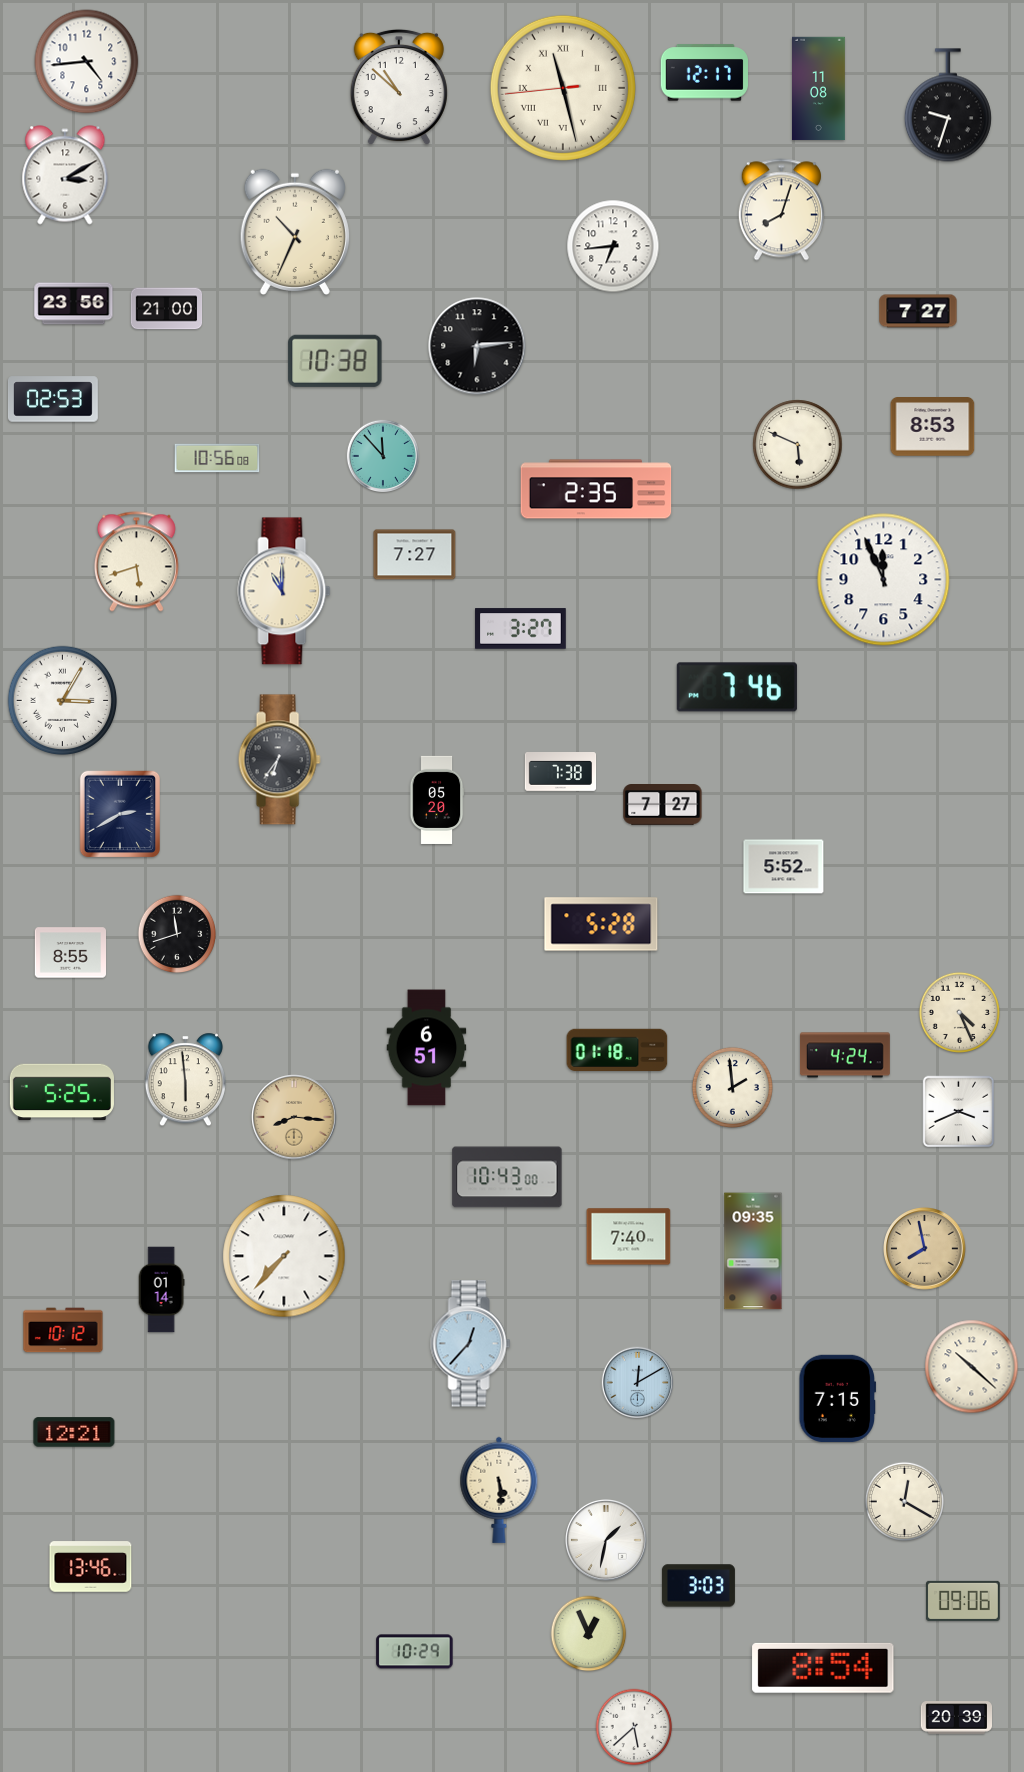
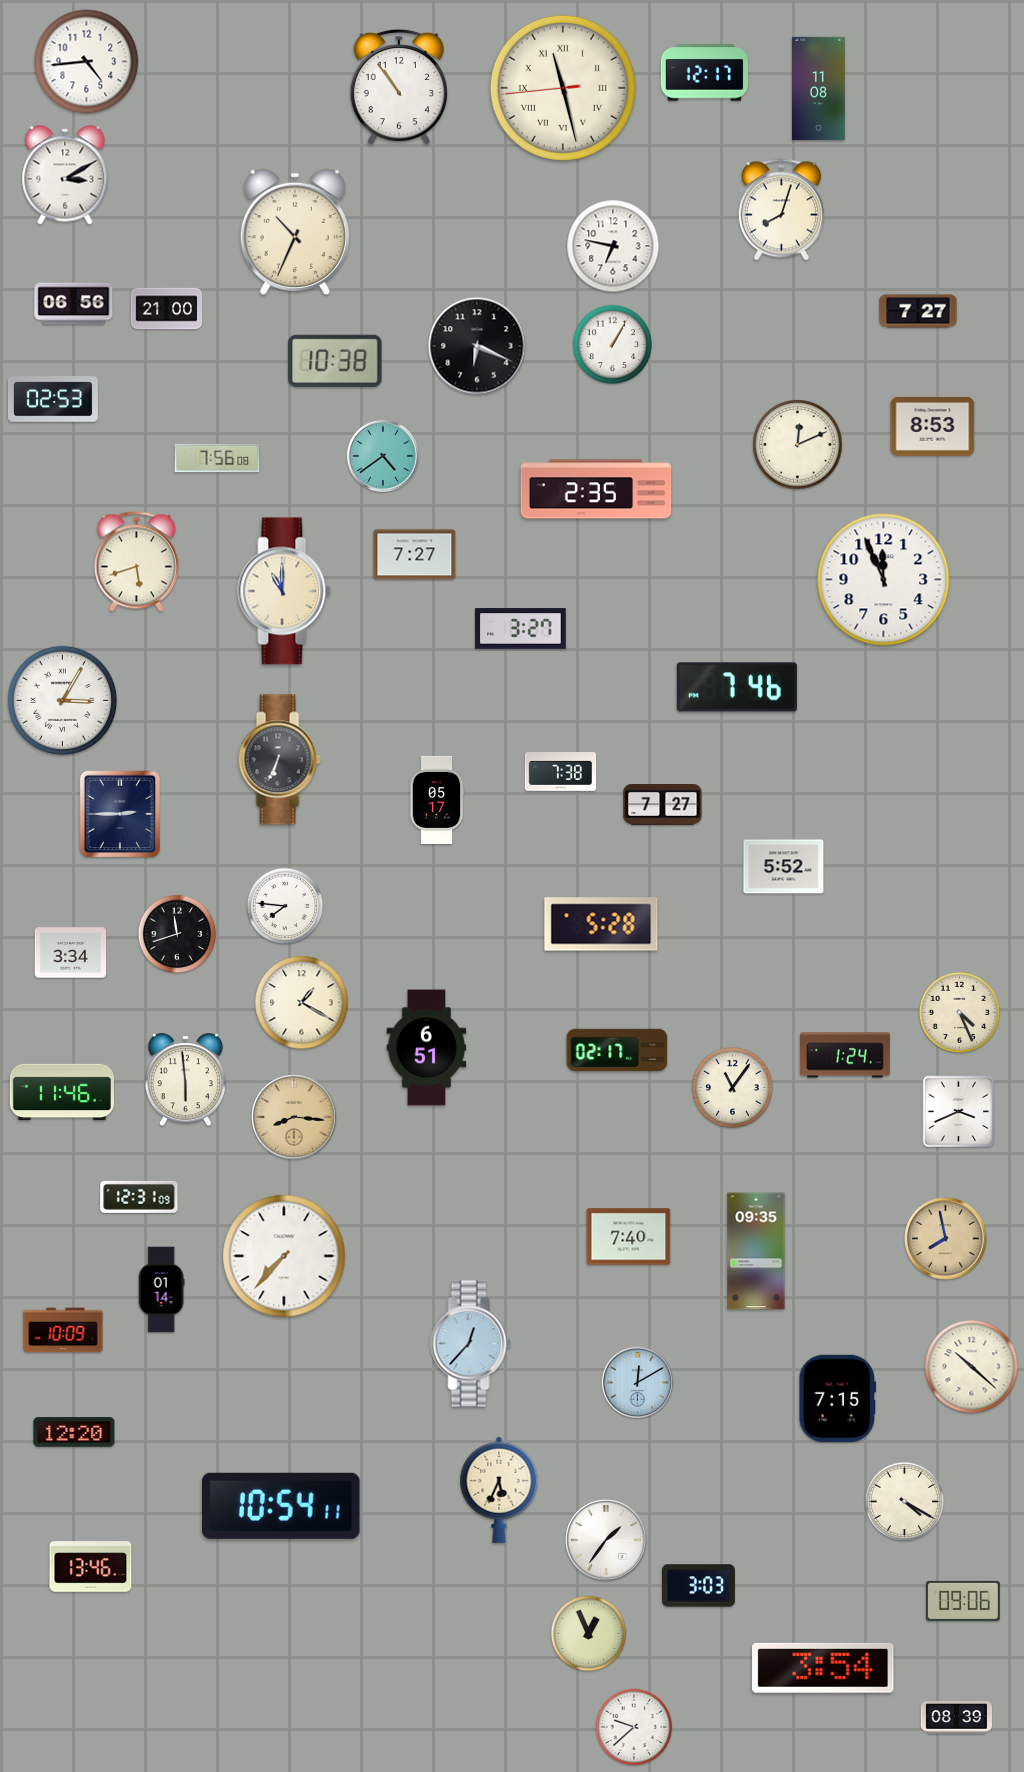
clock at (399, 87): 10:52 -> 10:54
clock at (948, 105): 9:33 -> none
clock at (613, 246): 6:44 -> 6:47
clock at (74, 304): 23:56 -> 06:56
clock at (612, 344): none -> 1:05
clock at (477, 346): 6:14 -> 6:19
clock at (798, 445): 5:49 -> 12:11
clock at (382, 455): 11:53 -> 4:39
clock at (217, 458): 10:56 -> 7:56
clock at (279, 760): 6:36 -> 6:34
clock at (437, 800): 05:20 -> 05:17
clock at (120, 814): 2:40 -> 2:45
clock at (285, 906): none -> 7:46
clock at (70, 953): 8:55 -> 3:34
clock at (302, 1003): none -> 1:20
clock at (617, 1050): 01:18 -> 02:17
clock at (845, 1055): 4:24 -> 1:24
clock at (732, 1087): 1:59 -> 11:06
clock at (62, 1092): 5:25 -> 11:46
clock at (507, 1177): 10:43 -> none
clock at (139, 1197): none -> 12:31
clock at (925, 1249) position: (925, 1249) -> (946, 1239)
clock at (753, 1251) position: (753, 1251) -> (756, 1251)
clock at (63, 1330): 10:12 -> 10:09
clock at (74, 1432): 12:21 -> 12:20
clock at (499, 1490): 5:29 -> 5:34
clock at (904, 1501): 12:20 -> 4:20
clock at (281, 1506): none -> 10:54
clock at (607, 1541): 1:32 -> 1:36
clock at (415, 1652): 10:29 -> none
clock at (823, 1668): 8:54 -> 3:54
clock at (956, 1718): 20:39 -> 08:39
clock at (634, 1727): 5:38 -> 9:38
